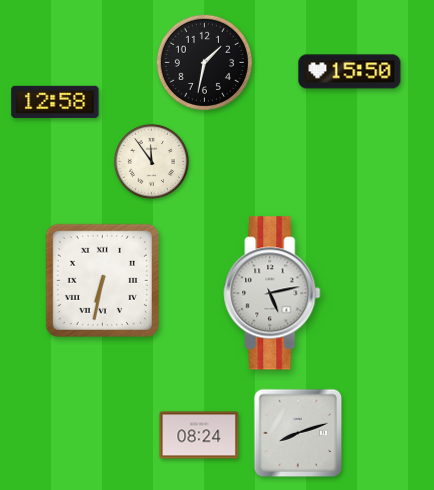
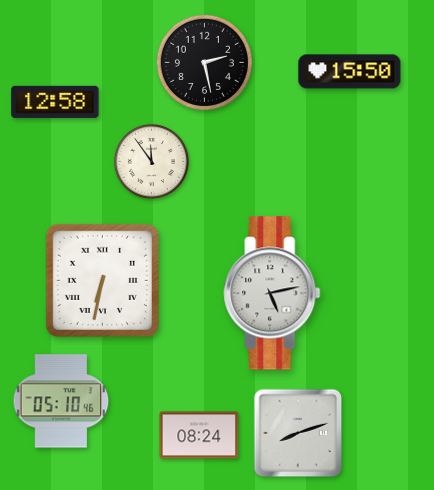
clock at (204, 62): 1:32 -> 2:28
clock at (61, 401): none -> 05:10
